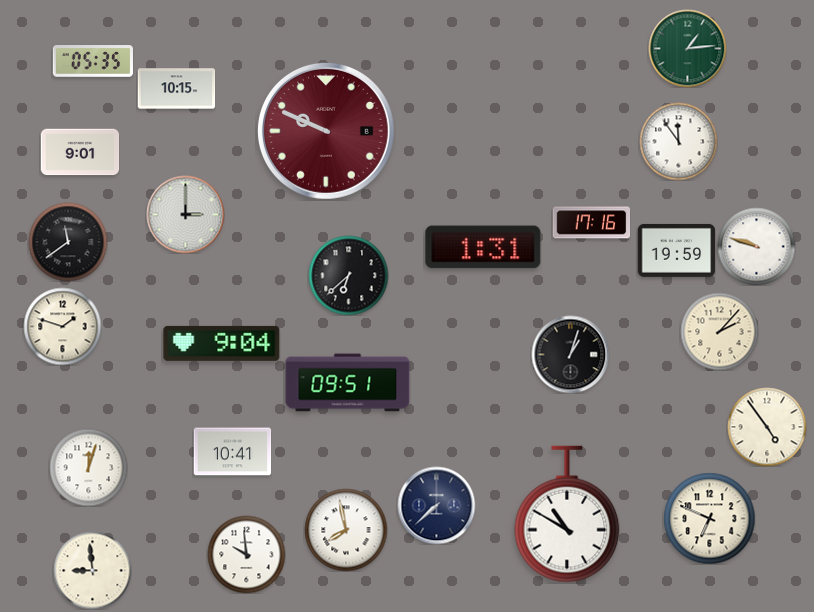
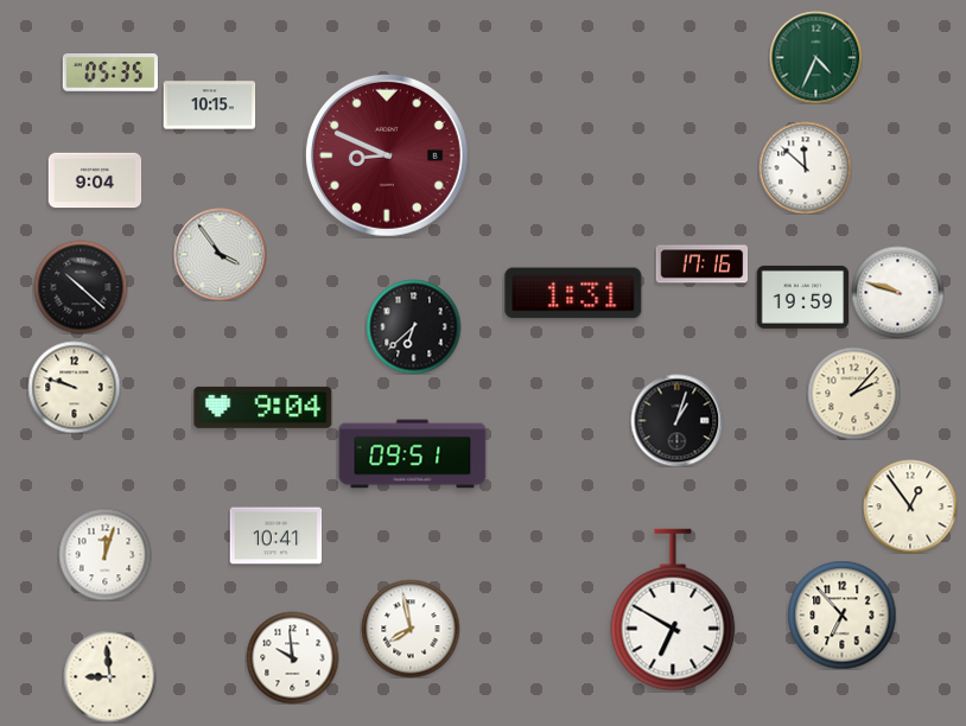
clock at (687, 48): 1:14 -> 4:34
clock at (326, 131): 9:49 -> 8:49
clock at (678, 141): 11:54 -> 11:52
clock at (80, 152): 9:01 -> 9:04
clock at (185, 214): 3:00 -> 3:54
clock at (68, 242): 11:39 -> 10:22
clock at (62, 326): 1:48 -> 9:48
clock at (767, 427): 4:54 -> 12:54
clock at (436, 505): 7:38 -> none
clock at (567, 514): 10:50 -> 6:50
clock at (709, 518): 6:49 -> 6:53
